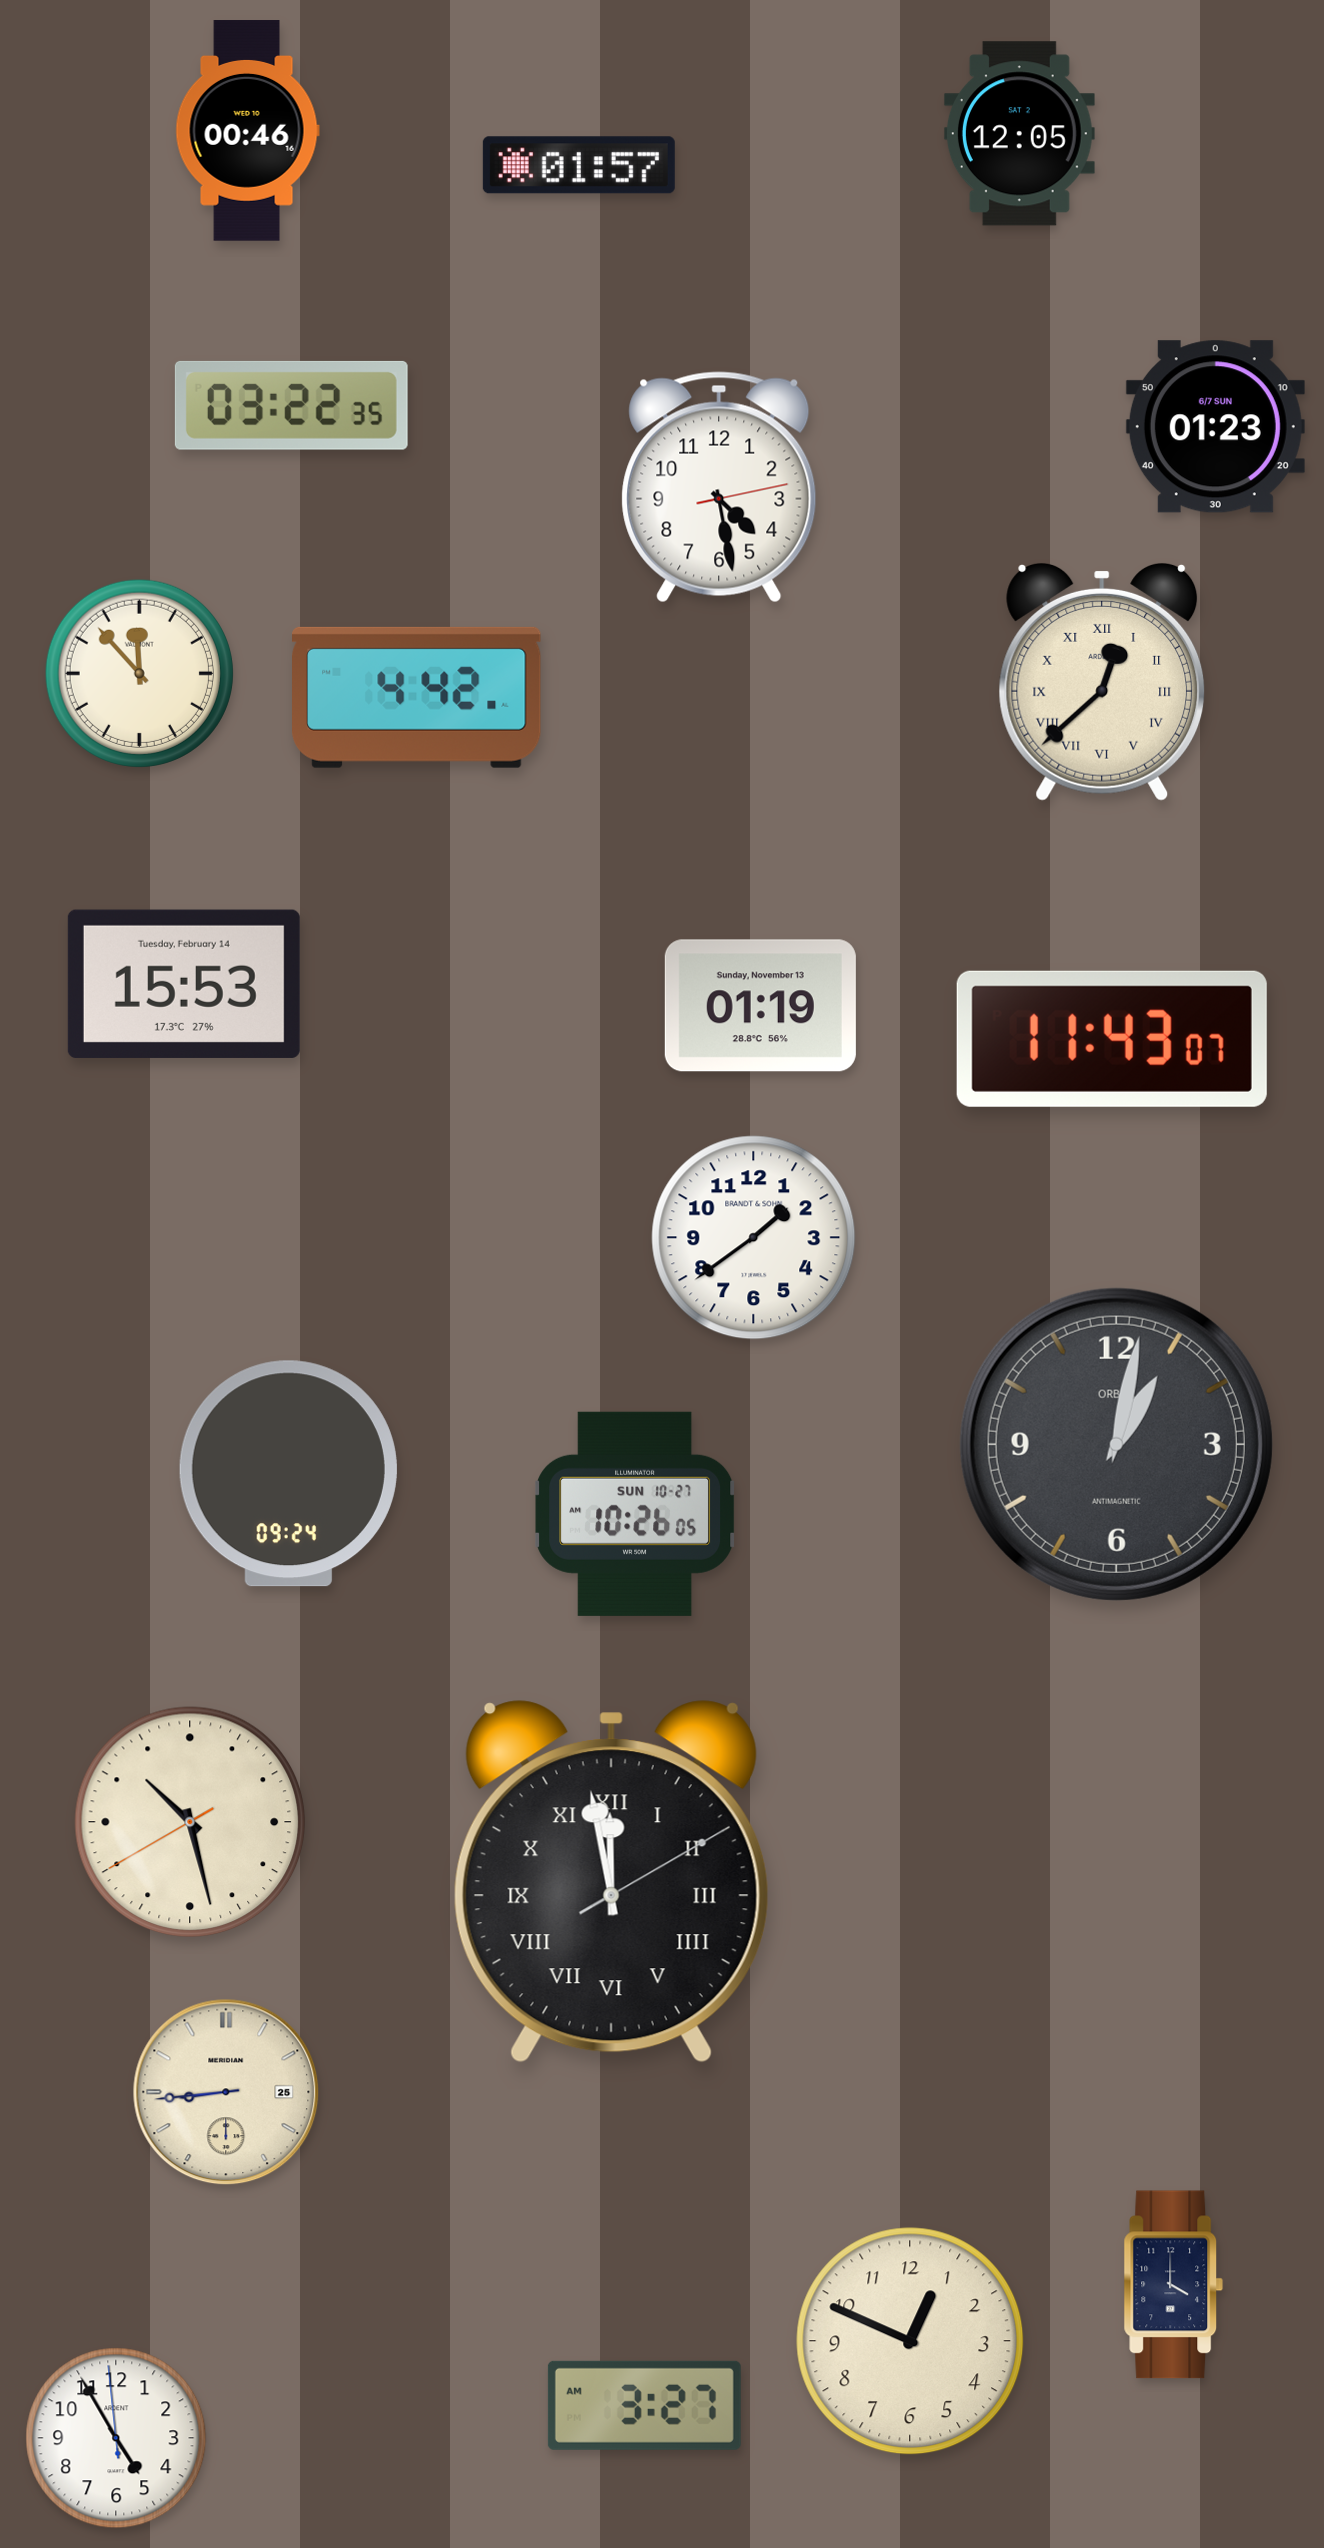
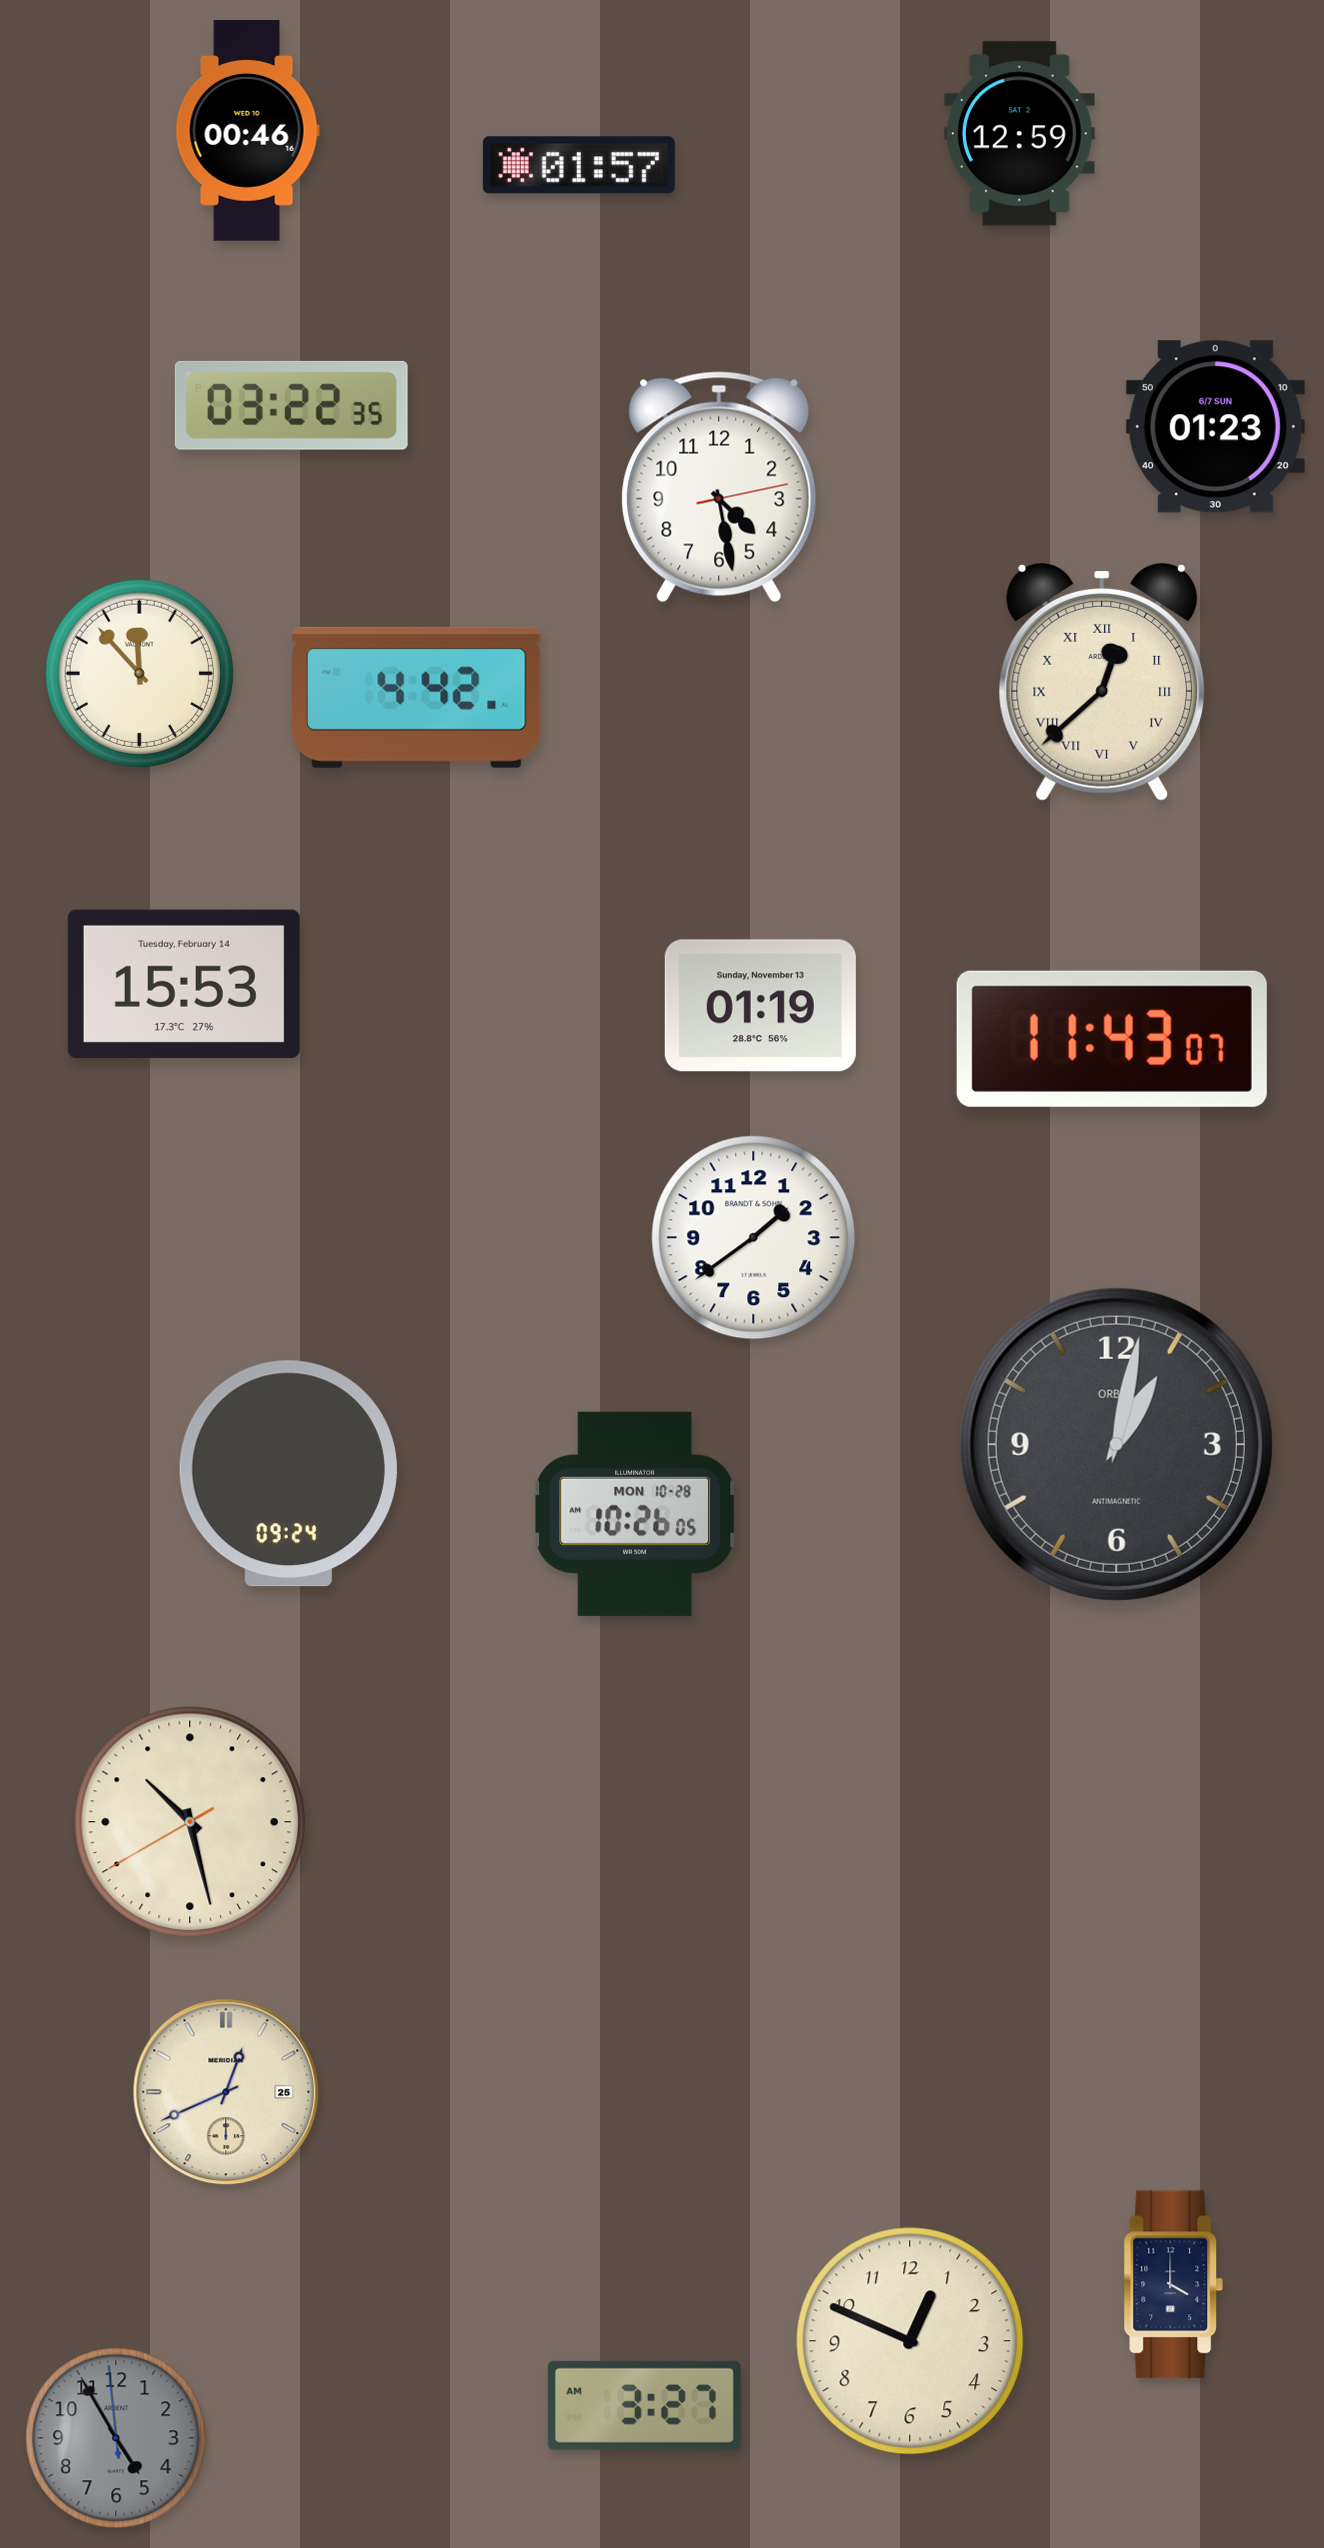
clock at (1019, 134): 12:05 -> 12:59
clock at (636, 1514) date: SUN 10-27 -> MON 10-28
clock at (611, 1882): 11:58 -> none
clock at (226, 2092): 8:44 -> 12:41
clock at (116, 2438) dial: white -> grey
